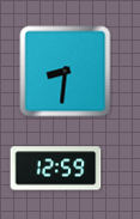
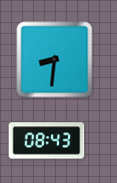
clock at (56, 169): 12:59 -> 08:43
